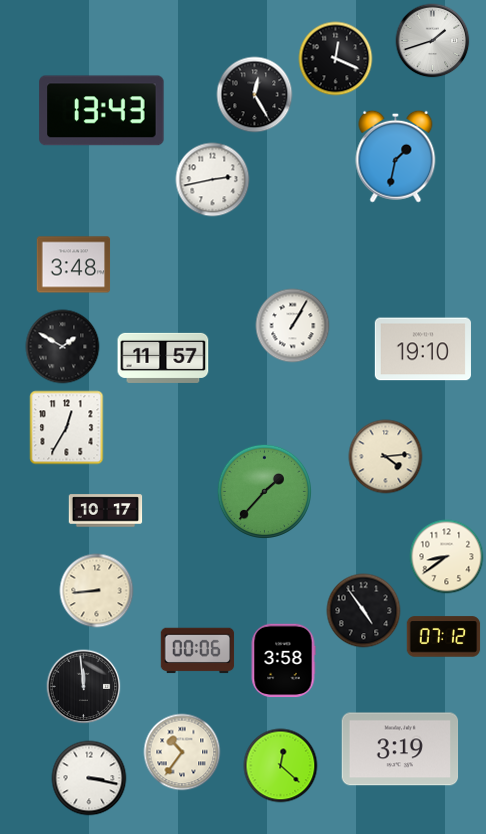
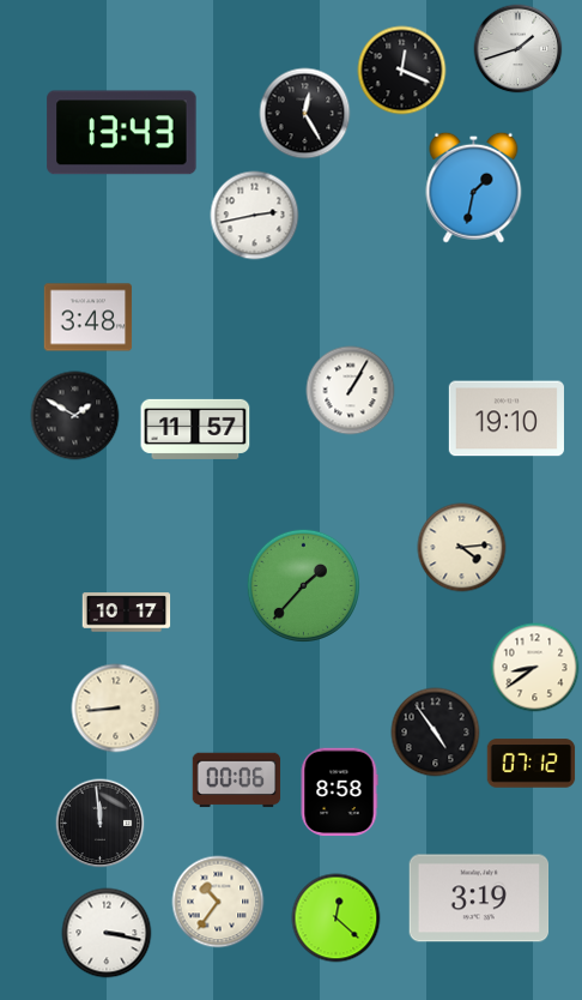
clock at (67, 428): 12:35 -> none
clock at (264, 491) position: (264, 491) -> (303, 585)
clock at (283, 661): 3:58 -> 8:58
